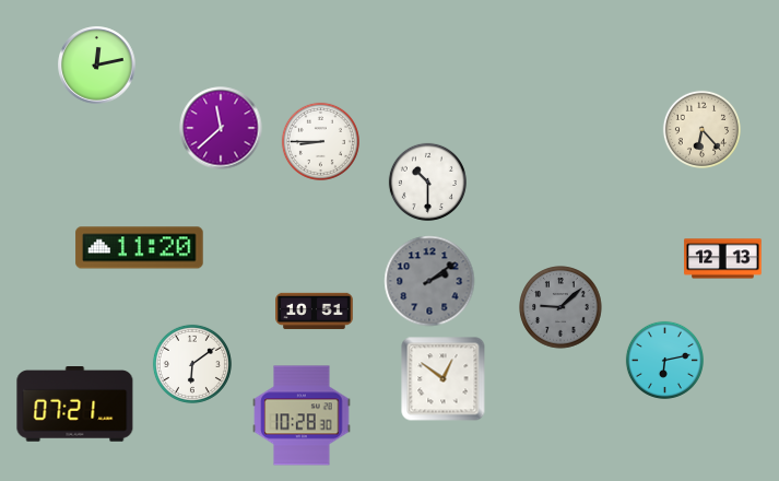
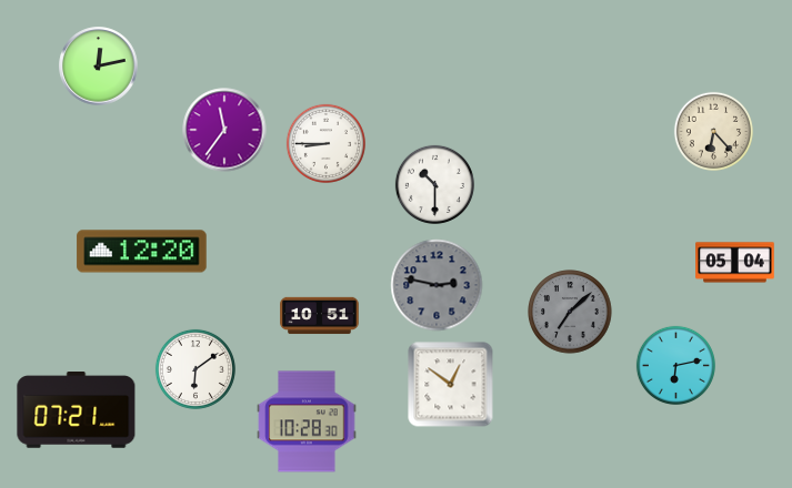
clock at (221, 128): 11:38 -> 11:36
clock at (140, 248): 11:20 -> 12:20
clock at (723, 259): 12:13 -> 05:04
clock at (429, 281): 2:09 -> 2:47
clock at (560, 307): 9:08 -> 7:08
